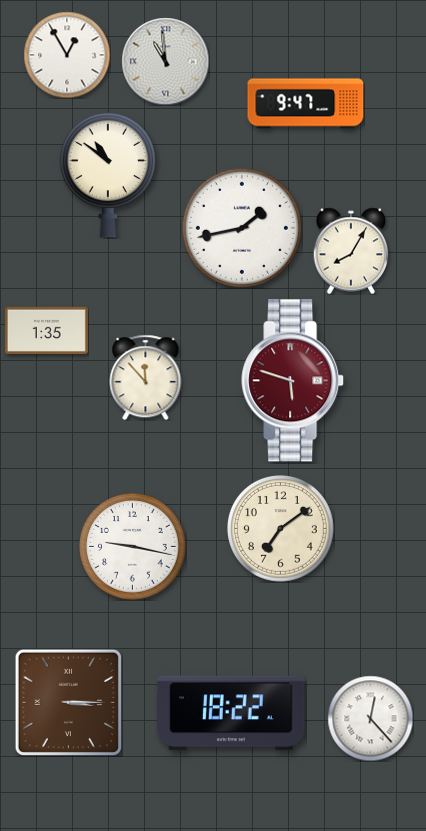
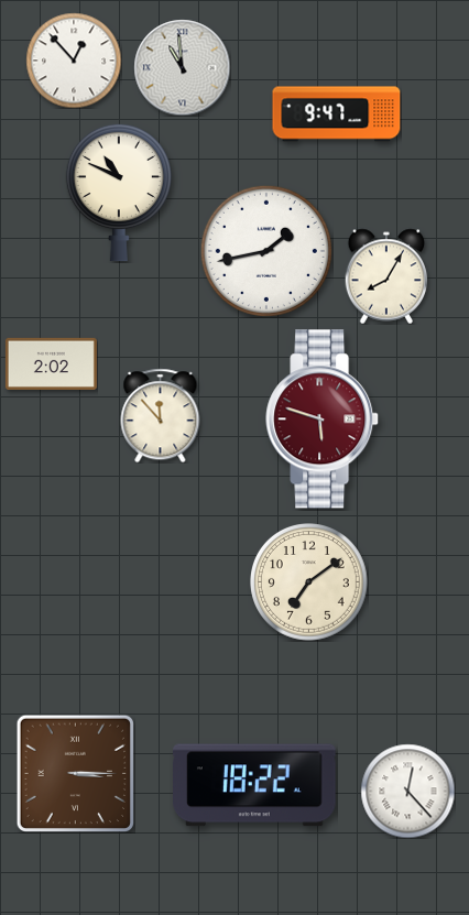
clock at (67, 55): 12:55 -> 12:53
clock at (108, 175): 10:51 -> 10:49
clock at (46, 330): 1:35 -> 2:02
clock at (133, 547): 9:17 -> none
